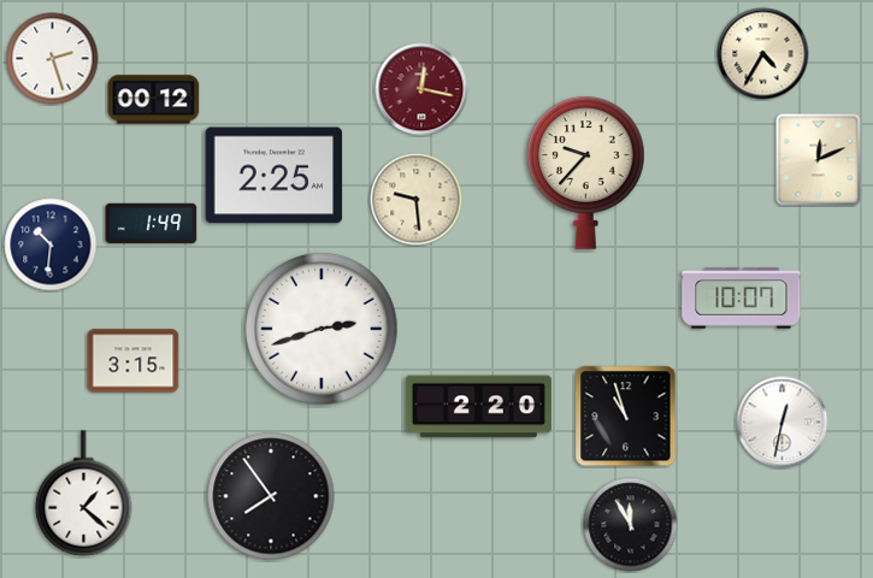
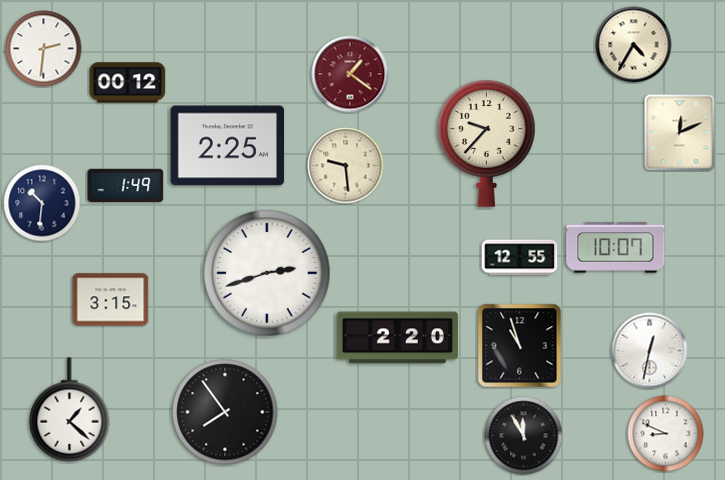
clock at (53, 59): 2:27 -> 2:31
clock at (421, 89): 12:17 -> 1:21
clock at (520, 258): none -> 12:55
clock at (666, 434): none -> 8:49
